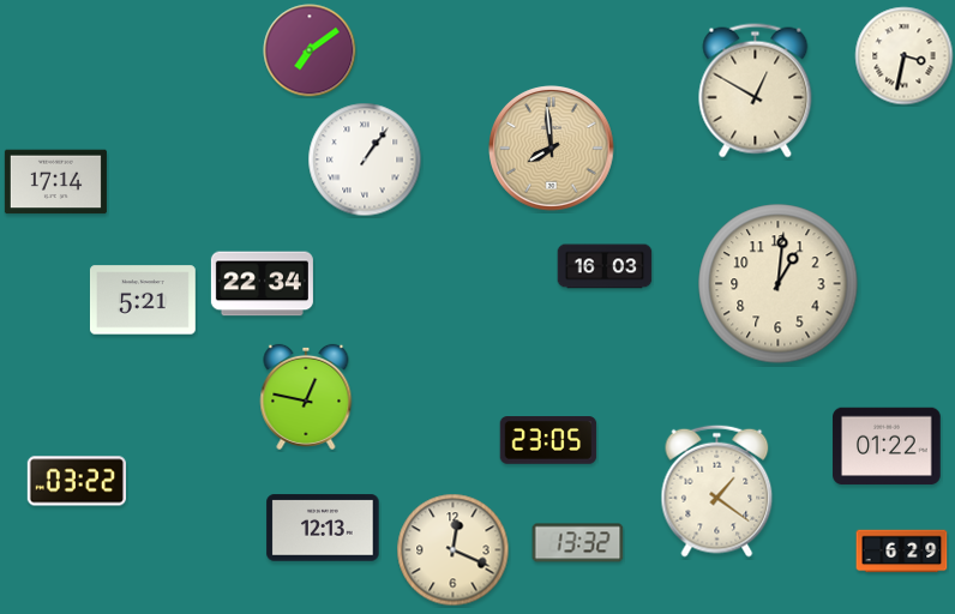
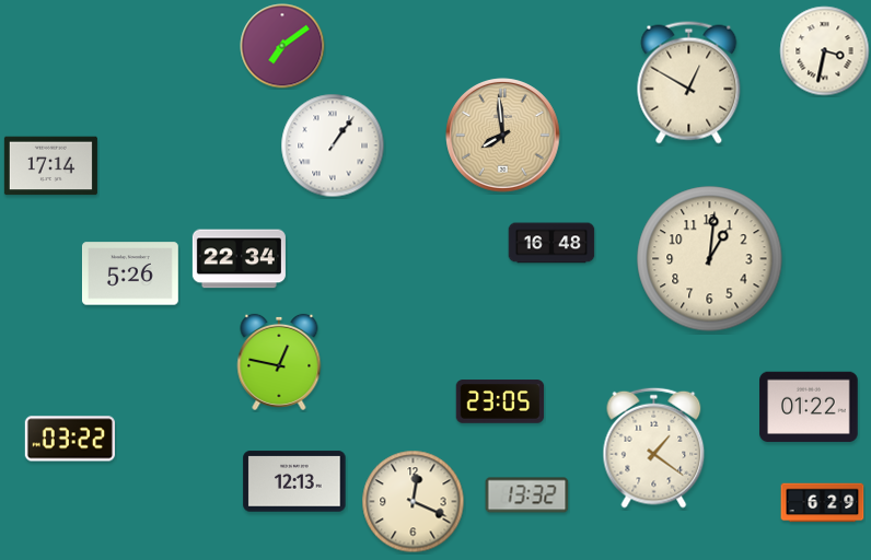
clock at (605, 266): 16:03 -> 16:48
clock at (143, 300): 5:21 -> 5:26
